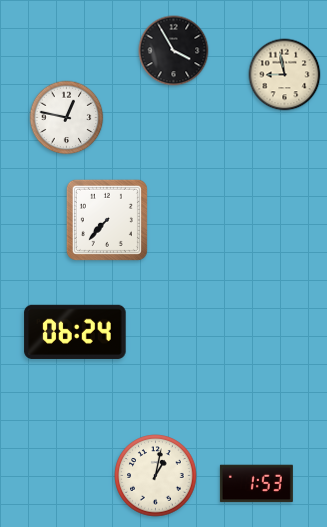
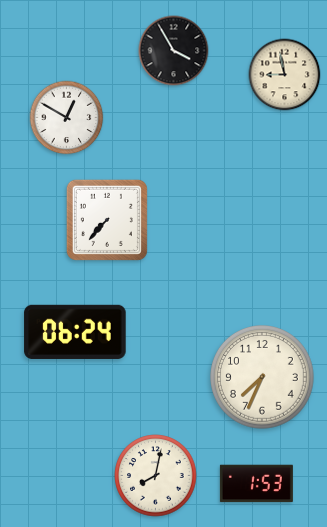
clock at (67, 118): 12:47 -> 12:50
clock at (263, 378): none -> 7:34
clock at (156, 476): 1:02 -> 8:02
